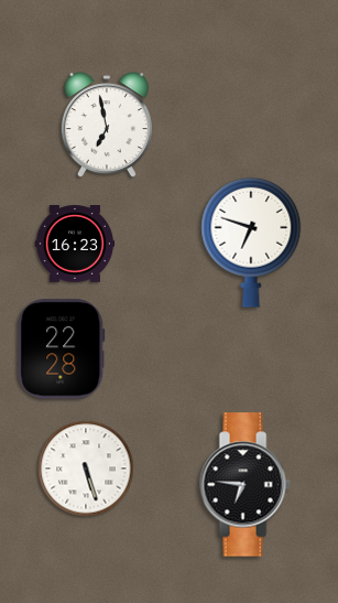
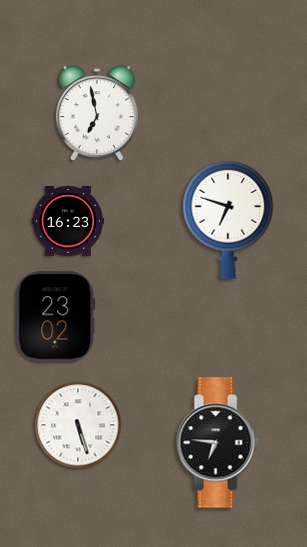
clock at (62, 349): 22:28 -> 23:02
clock at (244, 485) position: (244, 485) -> (217, 443)
